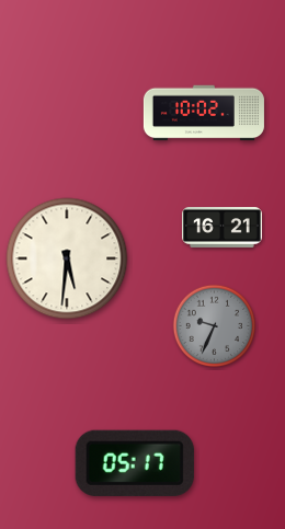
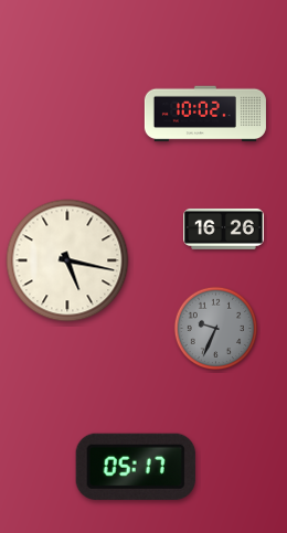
clock at (223, 227): 16:21 -> 16:26
clock at (67, 258): 5:31 -> 5:17
